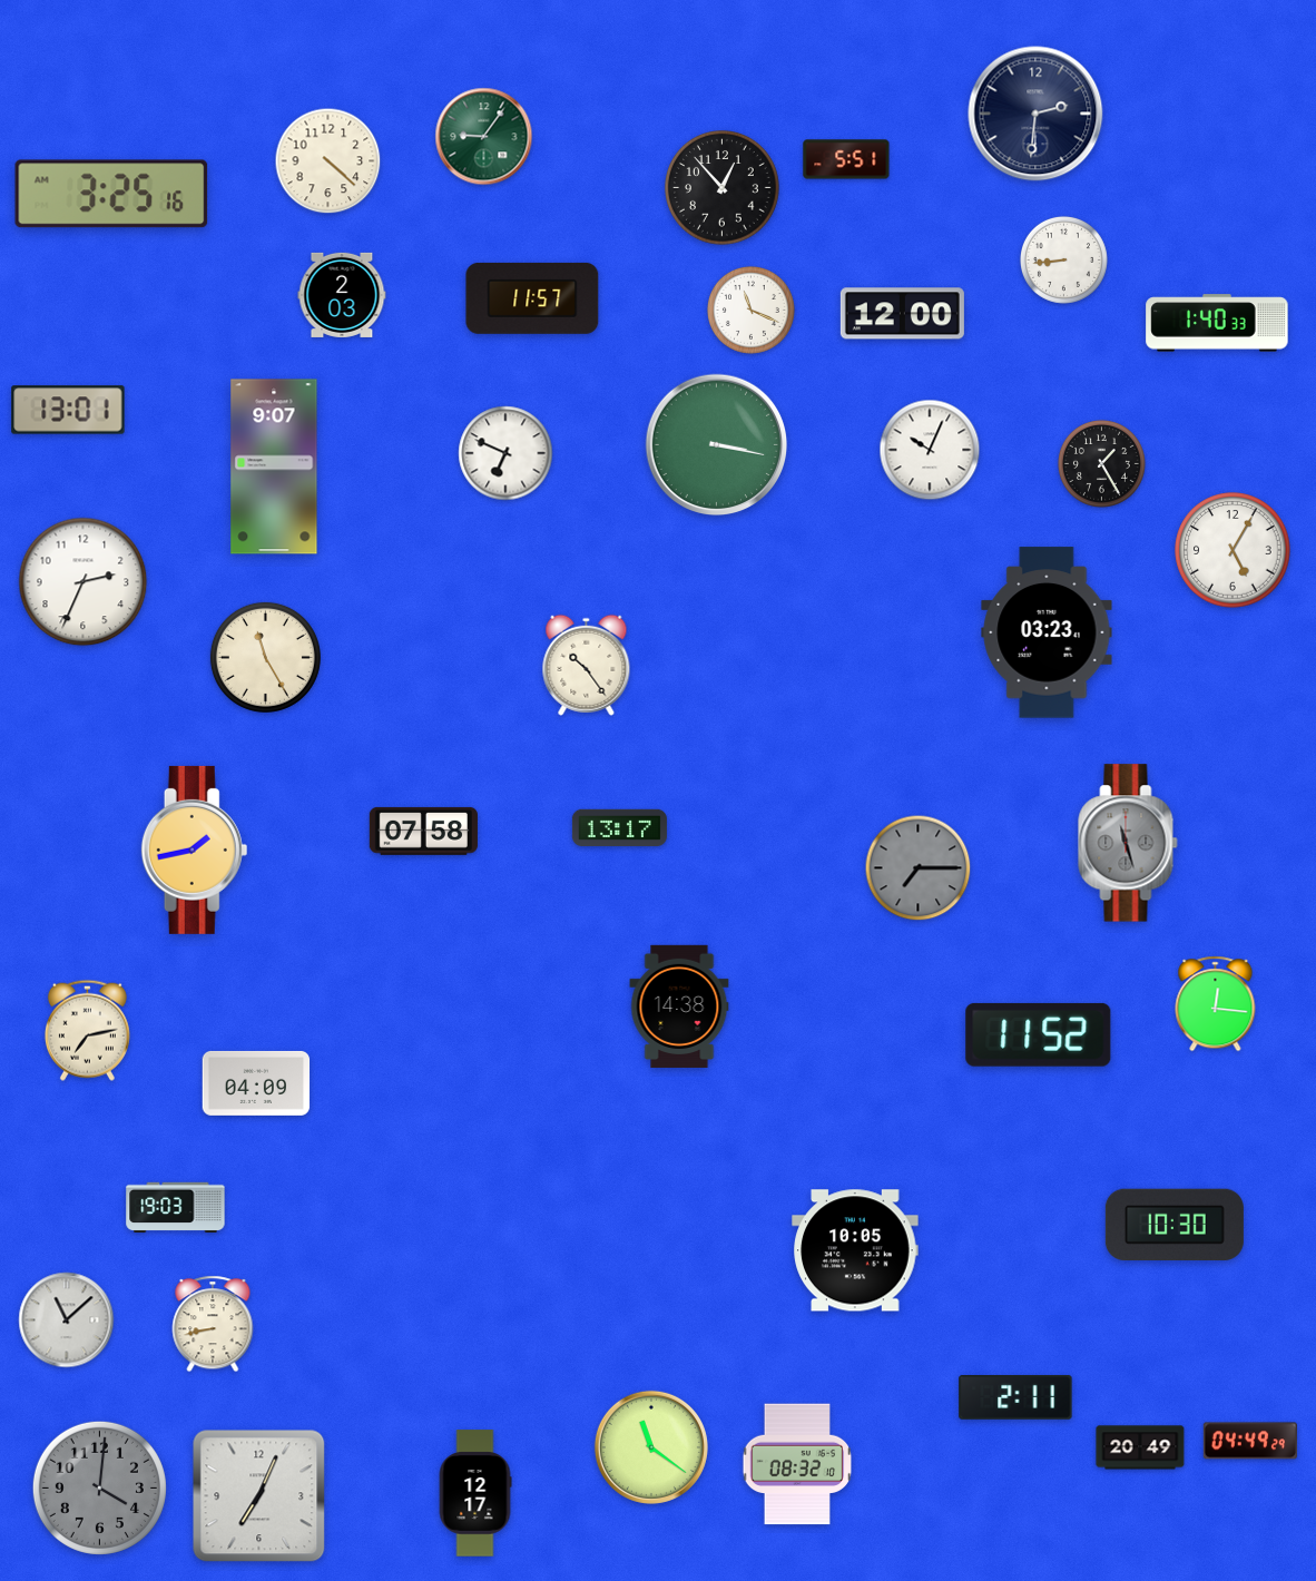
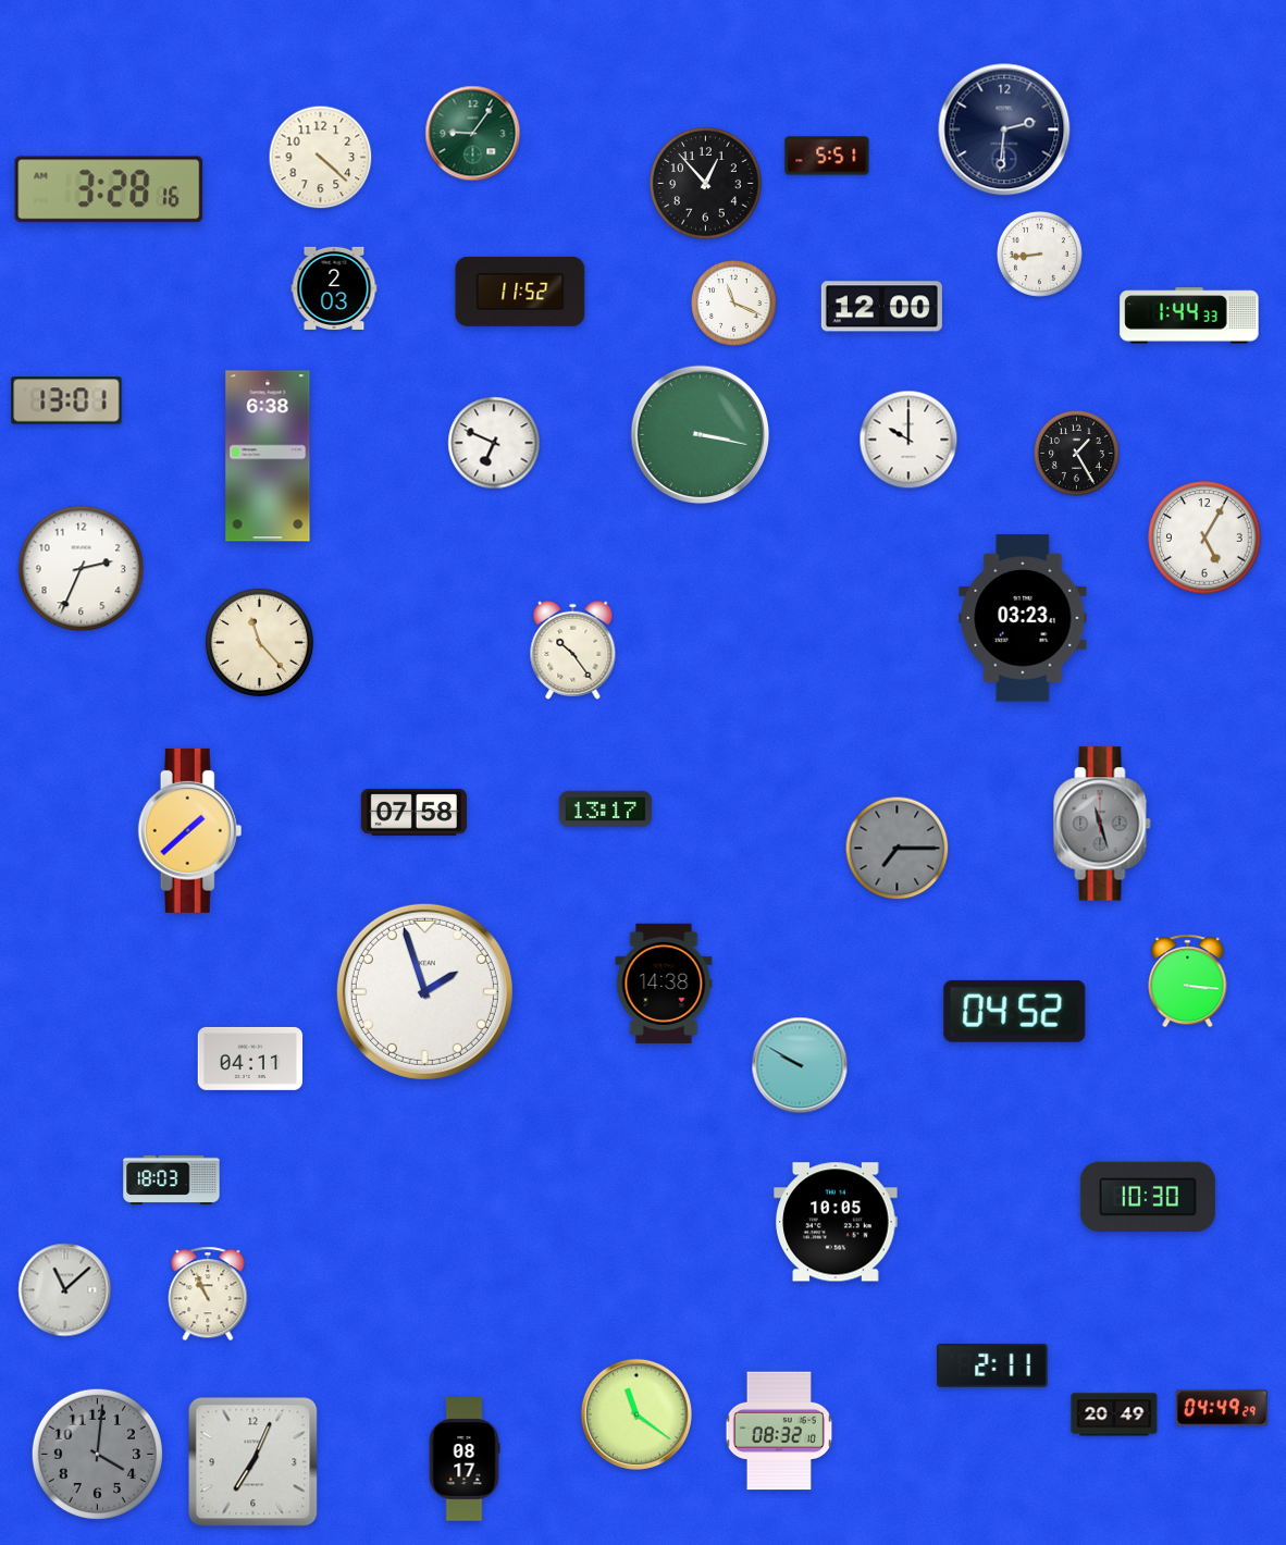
clock at (1035, 114) position: (1035, 114) -> (1004, 129)
clock at (111, 194): 3:25 -> 3:28
clock at (532, 298): 11:57 -> 11:52
clock at (1217, 323): 1:40 -> 1:44
clock at (930, 450): 10:04 -> 10:00
clock at (274, 467): 9:07 -> 6:38
clock at (265, 657): 11:25 -> 11:23
clock at (195, 850): 1:43 -> 1:38
clock at (1216, 1004): 12:16 -> 3:16
clock at (424, 991): none -> 1:57
clock at (87, 1030): 7:13 -> none
clock at (1039, 1034): 11:52 -> 04:52
clock at (256, 1083): 04:09 -> 04:11
clock at (800, 1065): none -> 9:50
clock at (176, 1207): 19:03 -> 18:03
clock at (213, 1324): 8:43 -> 10:56
clock at (475, 1493): 12:17 -> 08:17
